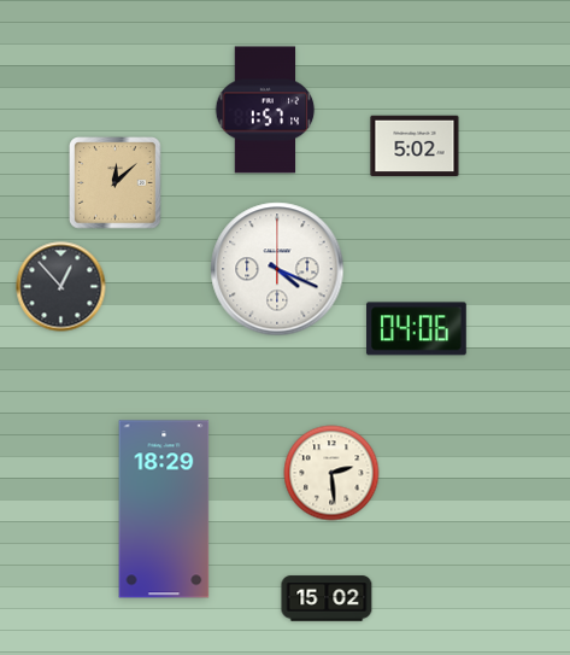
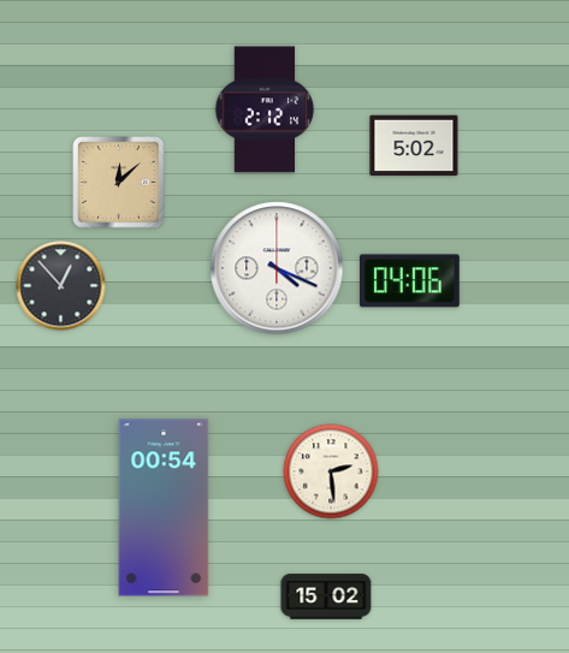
clock at (265, 110): 1:57 -> 2:12
clock at (116, 183) position: (116, 183) -> (119, 183)
clock at (417, 329) position: (417, 329) -> (410, 281)
clock at (164, 509): 18:29 -> 00:54
